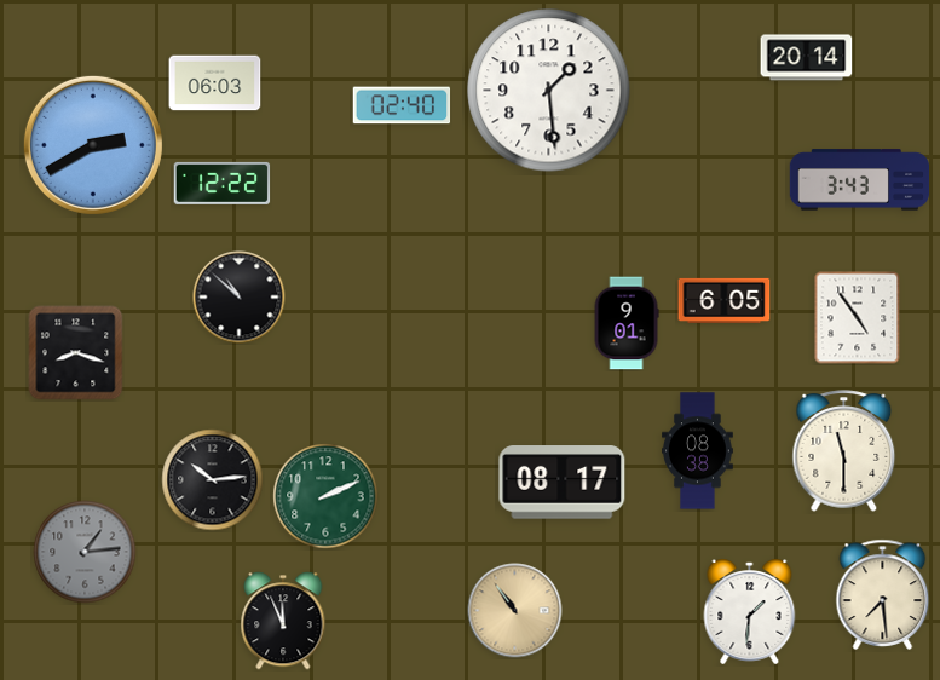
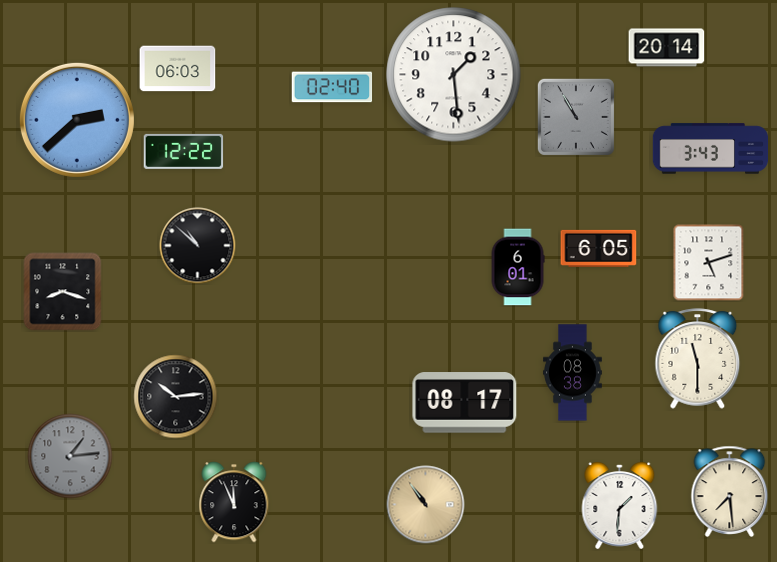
clock at (576, 117): none -> 10:55
clock at (93, 145): 2:40 -> 2:38
clock at (858, 318): 4:54 -> 5:12
clock at (627, 323): 9:01 -> 6:01
clock at (698, 451) position: (698, 451) -> (573, 373)
clock at (844, 451) position: (844, 451) -> (698, 359)
clock at (563, 483) position: (563, 483) -> (465, 403)
clock at (325, 496): 2:11 -> none
clock at (283, 621) position: (283, 621) -> (234, 502)
